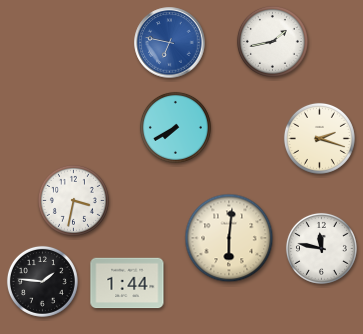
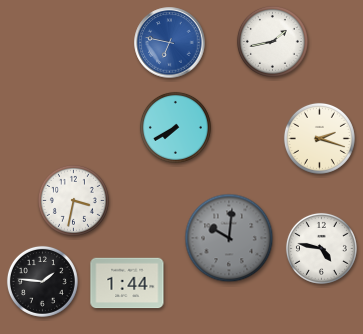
clock at (229, 238): 6:01 -> 10:01
clock at (229, 238) dial: cream -> grey
clock at (321, 248): 11:47 -> 4:47
